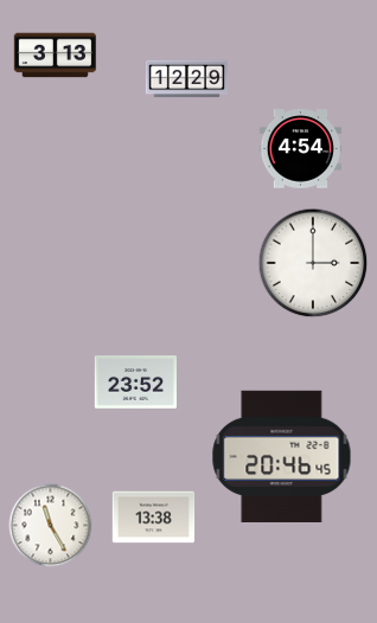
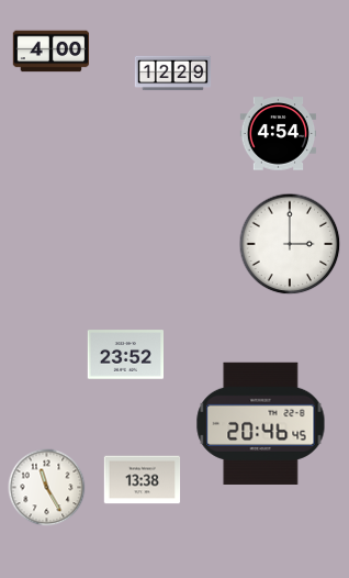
clock at (56, 56): 3:13 -> 4:00
clock at (301, 149) position: (301, 149) -> (279, 134)
